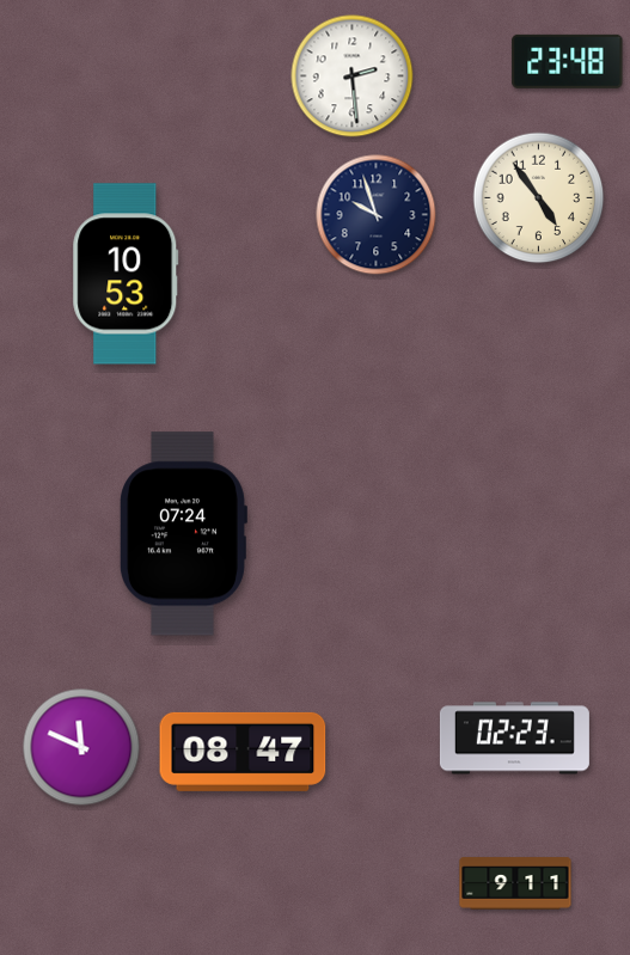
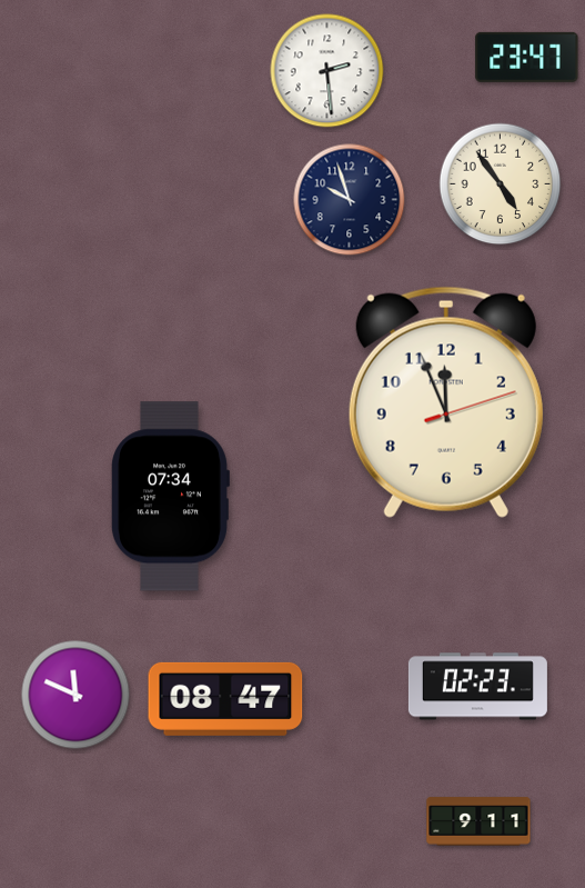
clock at (568, 61): 23:48 -> 23:47
clock at (126, 274): 10:53 -> none
clock at (446, 402): none -> 11:56
clock at (184, 534): 07:24 -> 07:34
